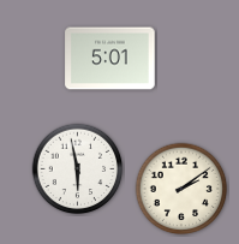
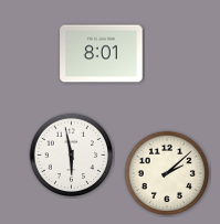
clock at (110, 59): 5:01 -> 8:01
clock at (181, 189): 2:09 -> 2:08
